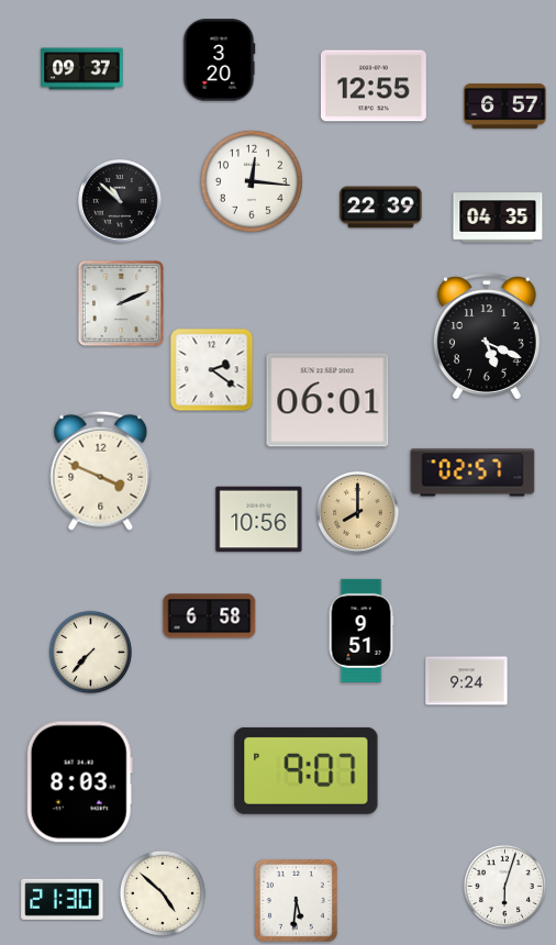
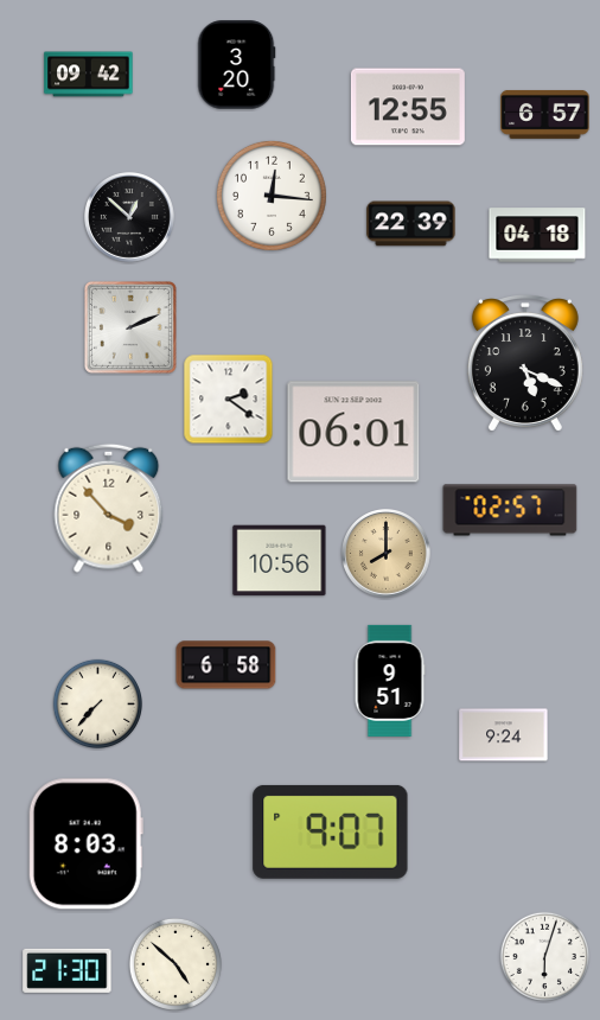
clock at (82, 69): 09:37 -> 09:42
clock at (374, 86) position: (374, 86) -> (408, 107)
clock at (121, 202): 10:52 -> 12:52
clock at (498, 218): 04:35 -> 04:18
clock at (101, 470): 3:49 -> 3:53
clock at (296, 900): 5:31 -> none
